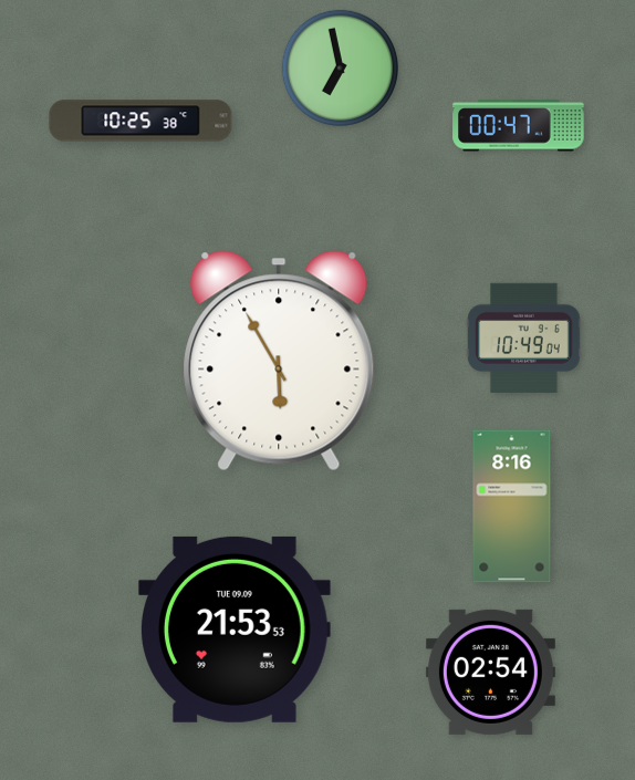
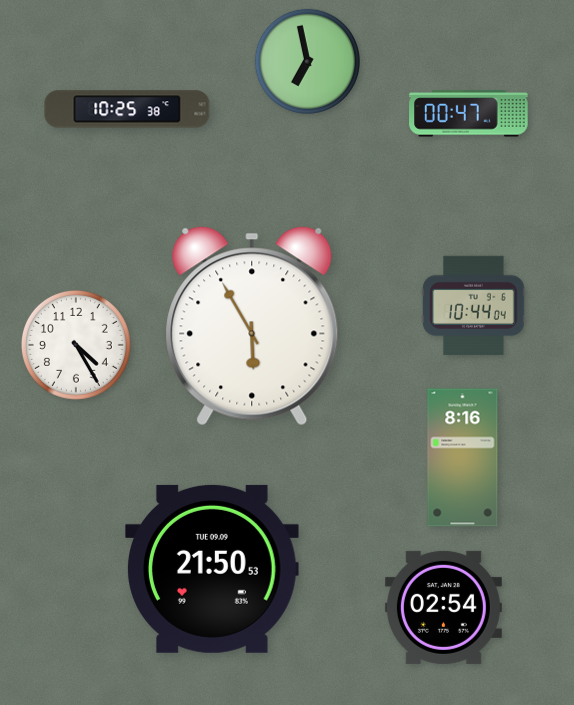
clock at (524, 337): 10:49 -> 10:44
clock at (76, 345): none -> 4:25
clock at (236, 630): 21:53 -> 21:50
